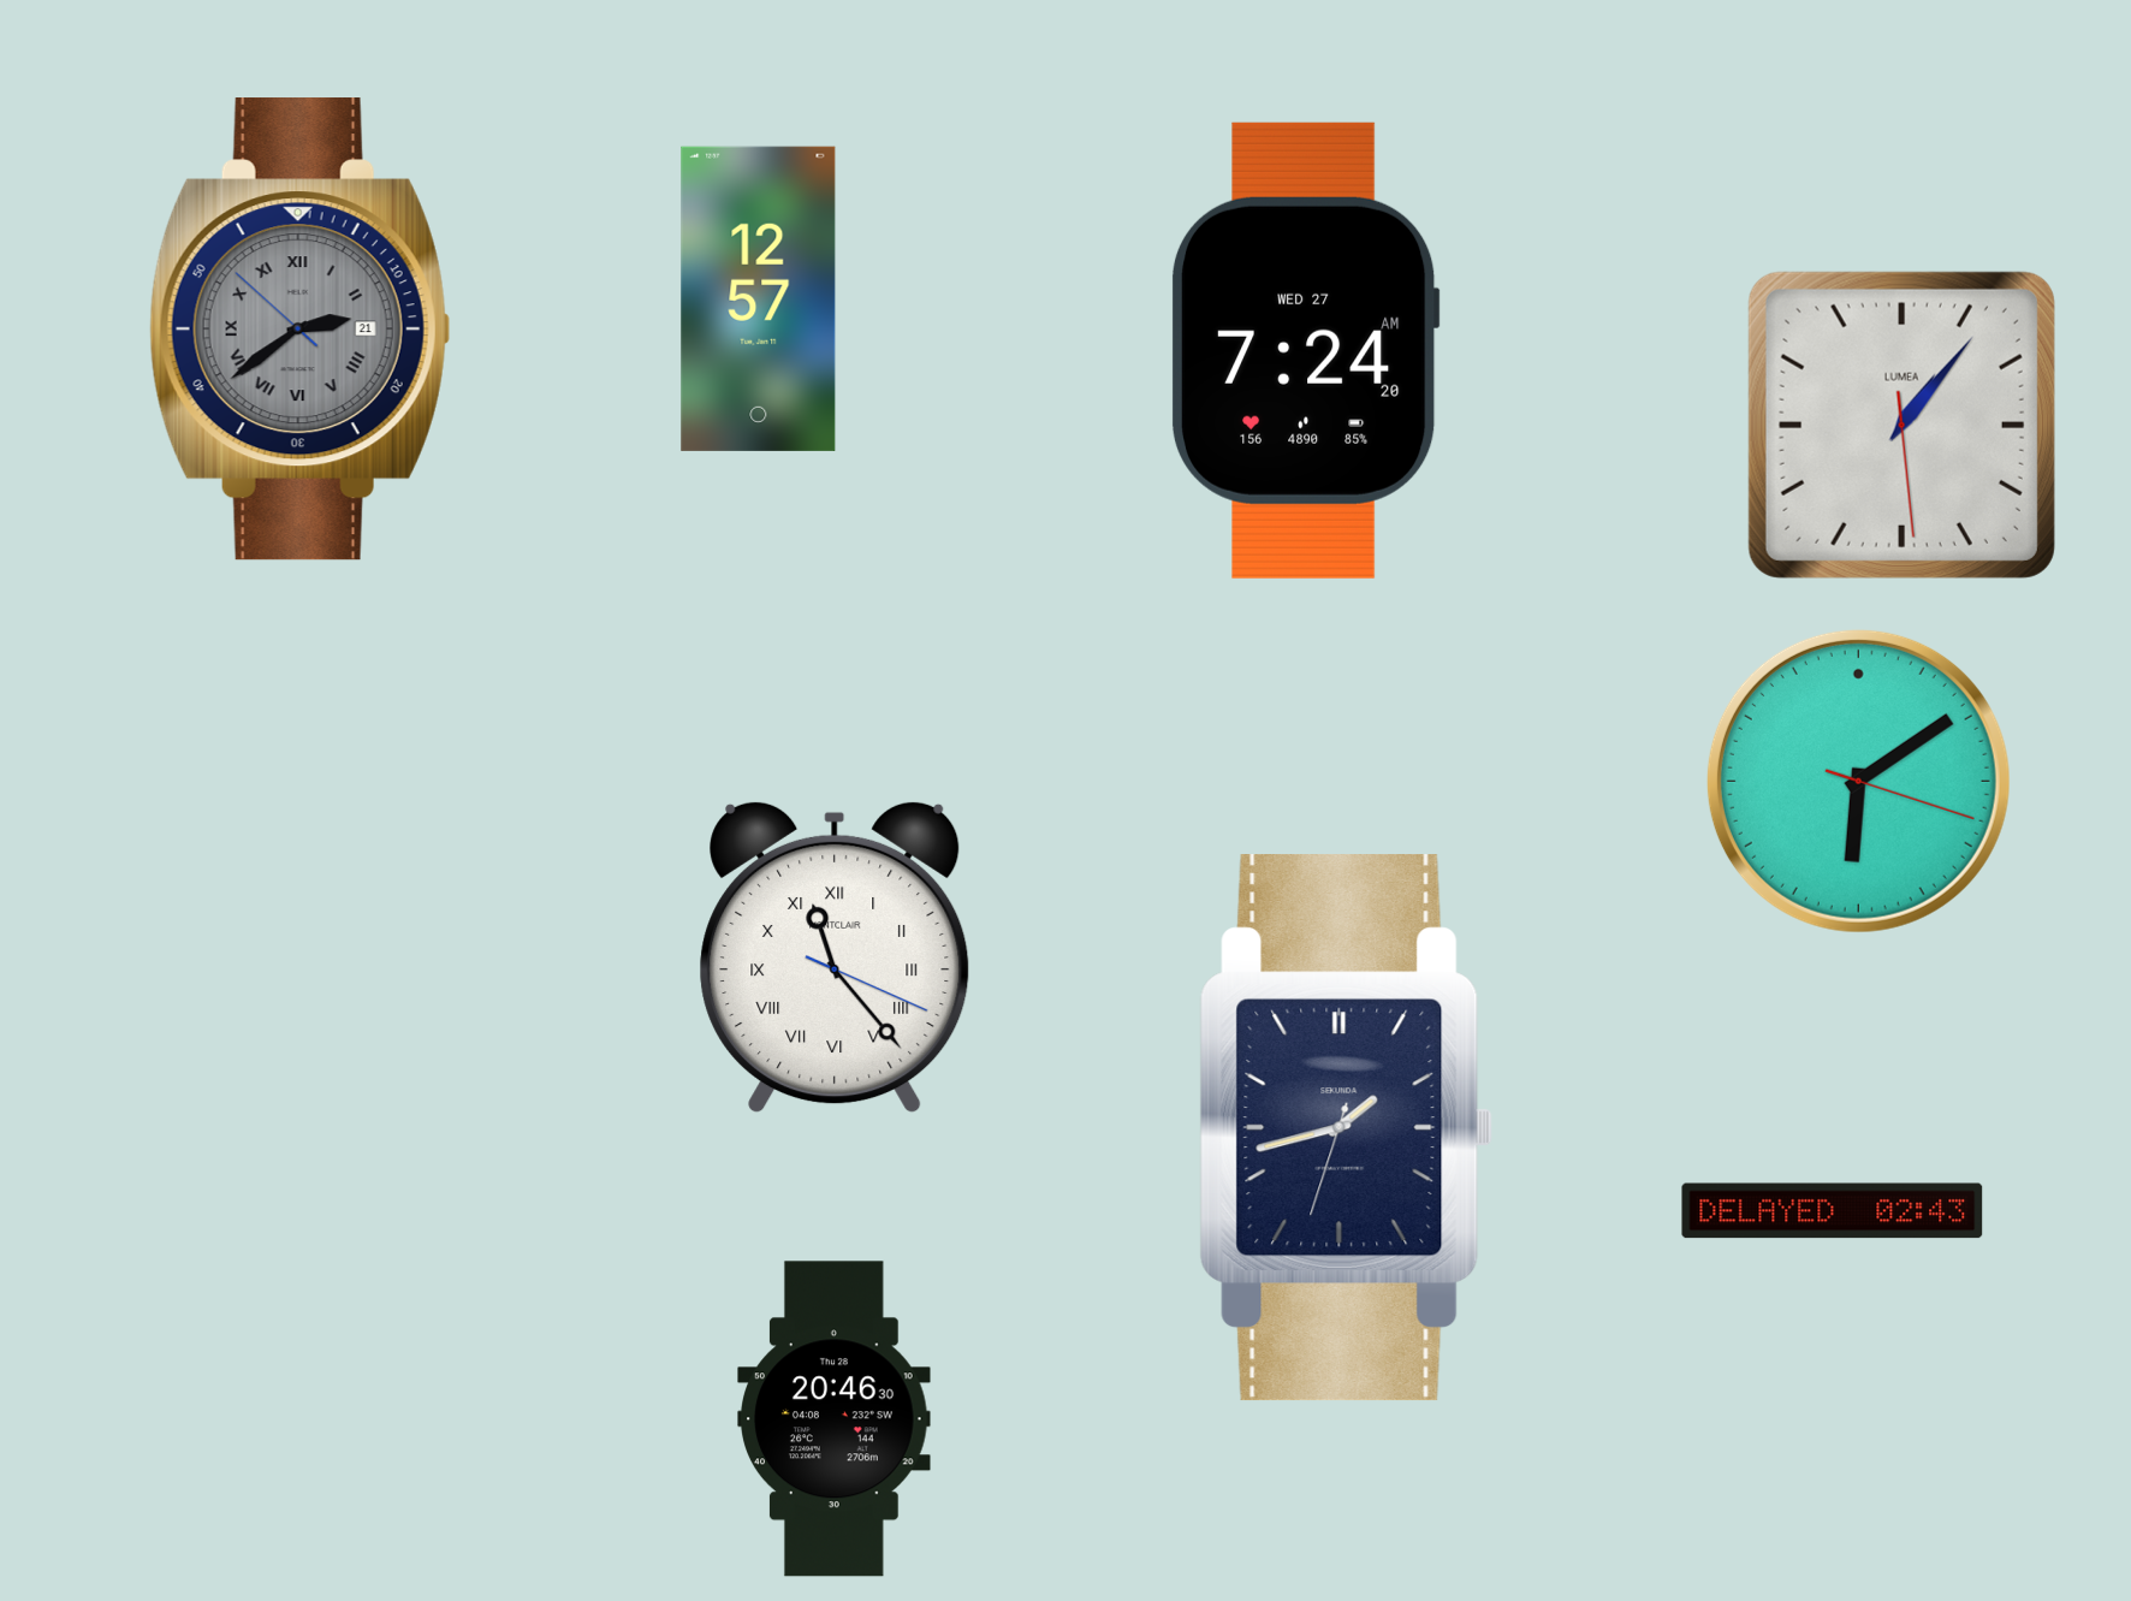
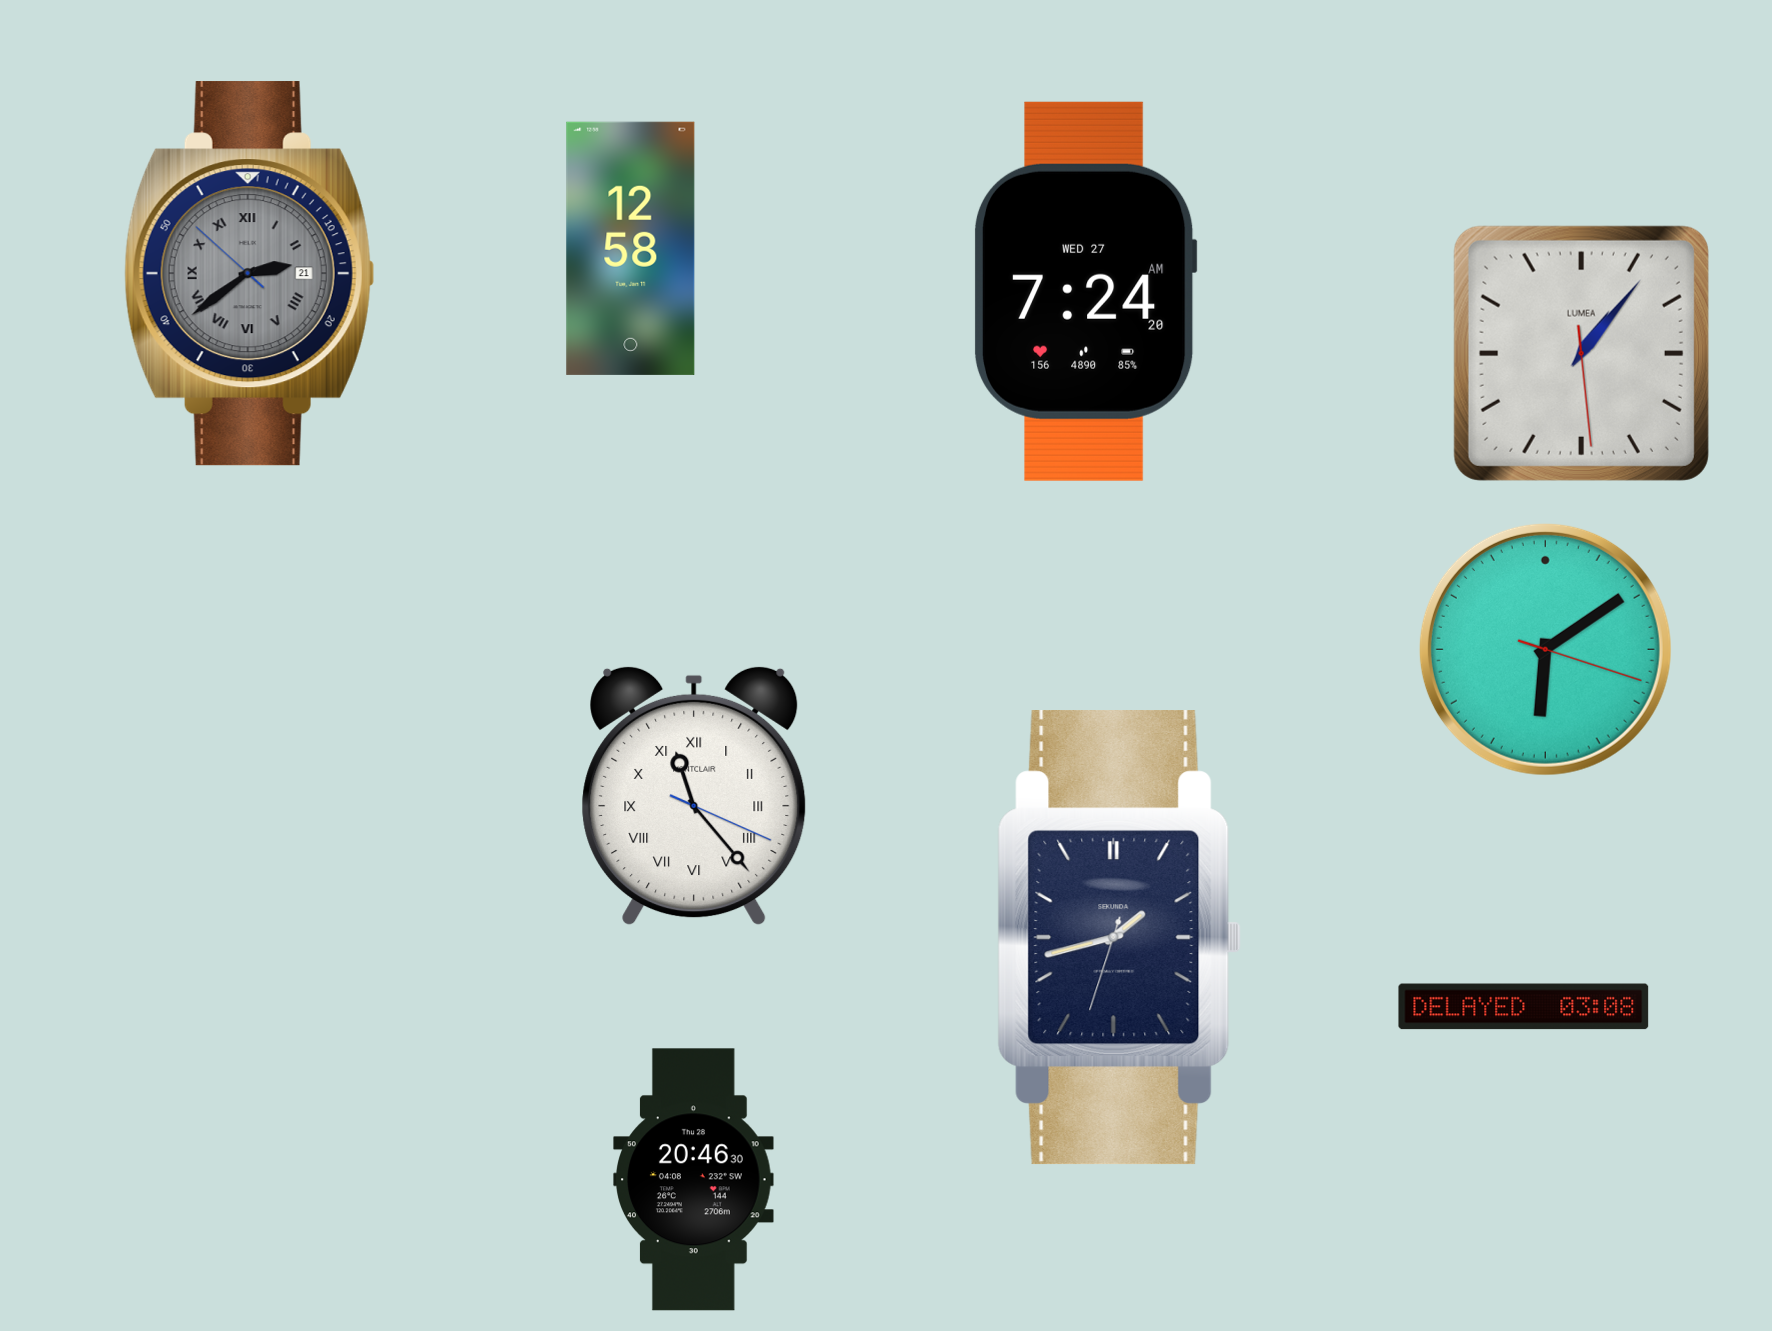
clock at (759, 298): 12:57 -> 12:58
clock at (1833, 1211): 02:43 -> 03:08
